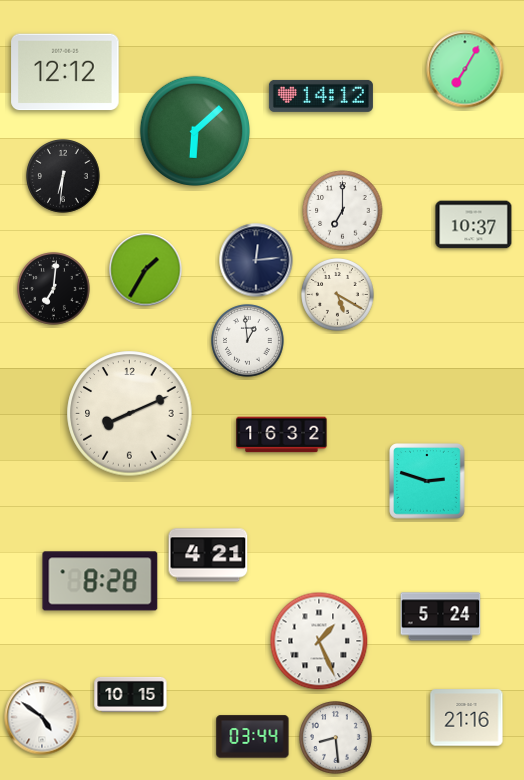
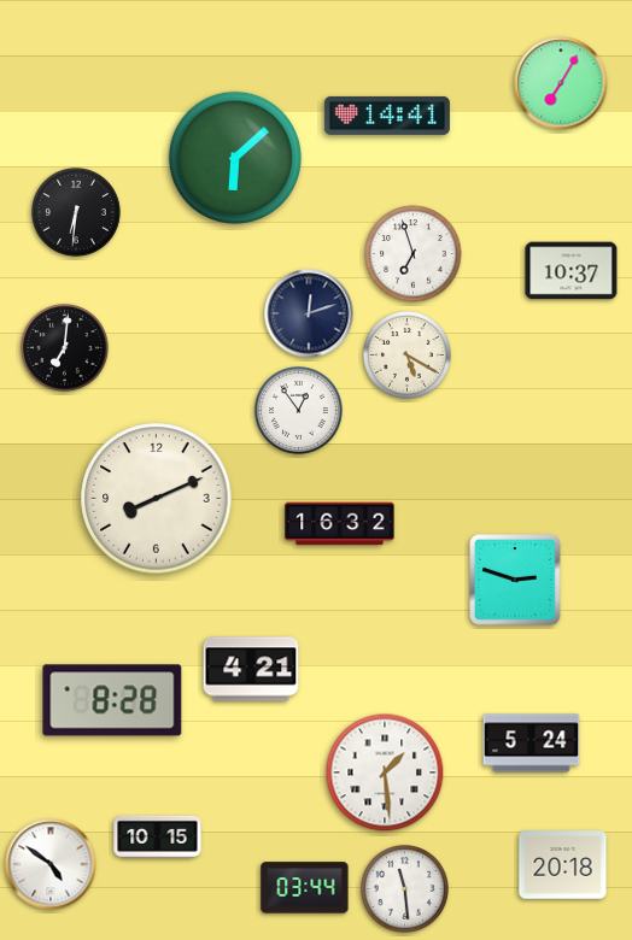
clock at (65, 72): 12:12 -> none
clock at (321, 96): 14:12 -> 14:41
clock at (343, 211): 7:00 -> 6:57
clock at (256, 260): 12:14 -> 12:12
clock at (146, 270): 1:35 -> none
clock at (248, 341): 12:59 -> 12:54
clock at (100, 581) position: (100, 581) -> (112, 700)
clock at (319, 641): 1:26 -> 1:29
clock at (467, 718): 21:16 -> 20:18
clock at (336, 738): 8:29 -> 11:29
